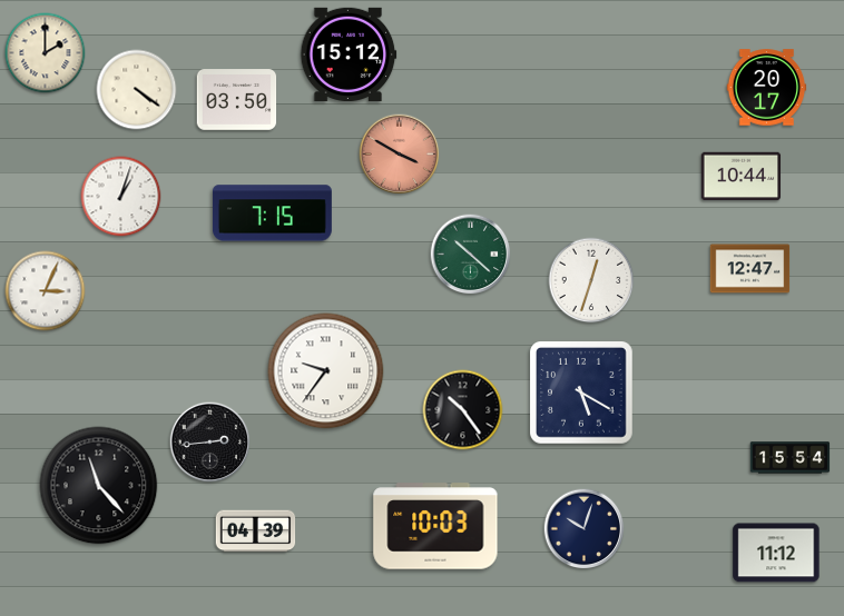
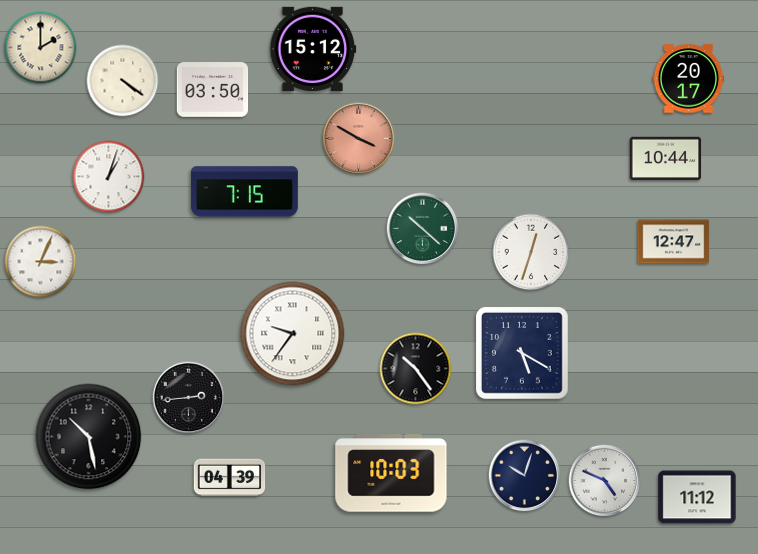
clock at (791, 458): 15:54 -> none
clock at (99, 486): 11:23 -> 10:28
clock at (605, 481): none -> 4:49
